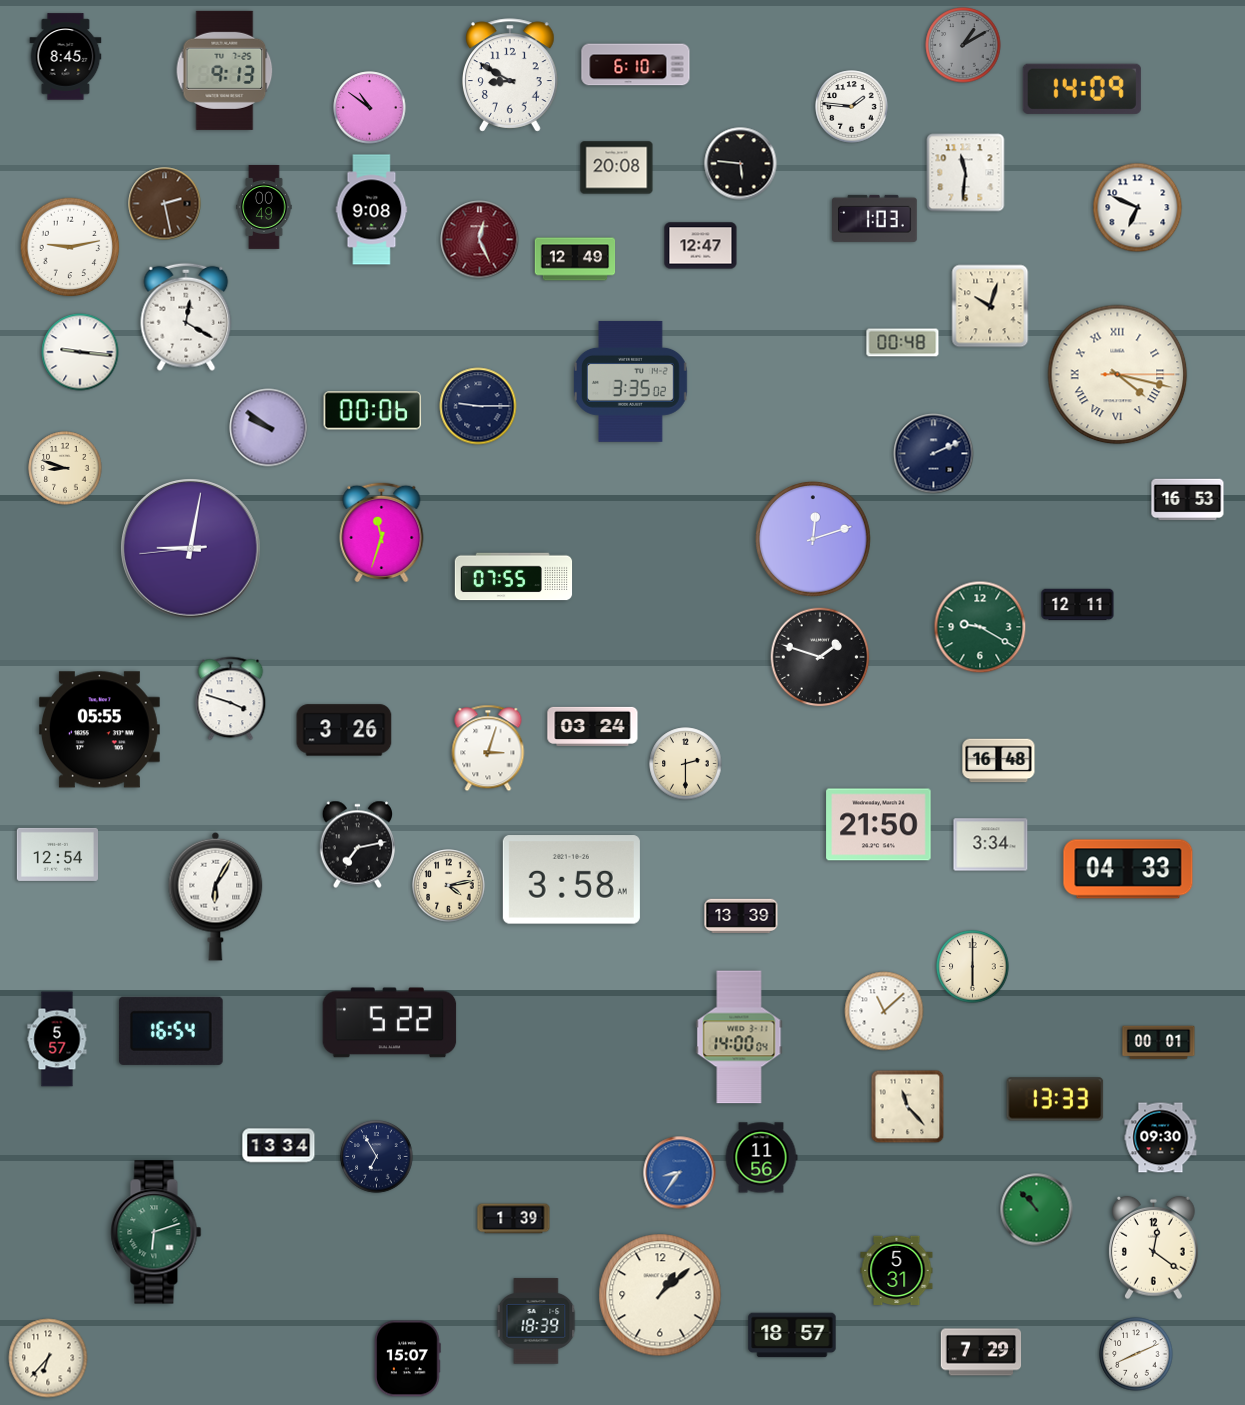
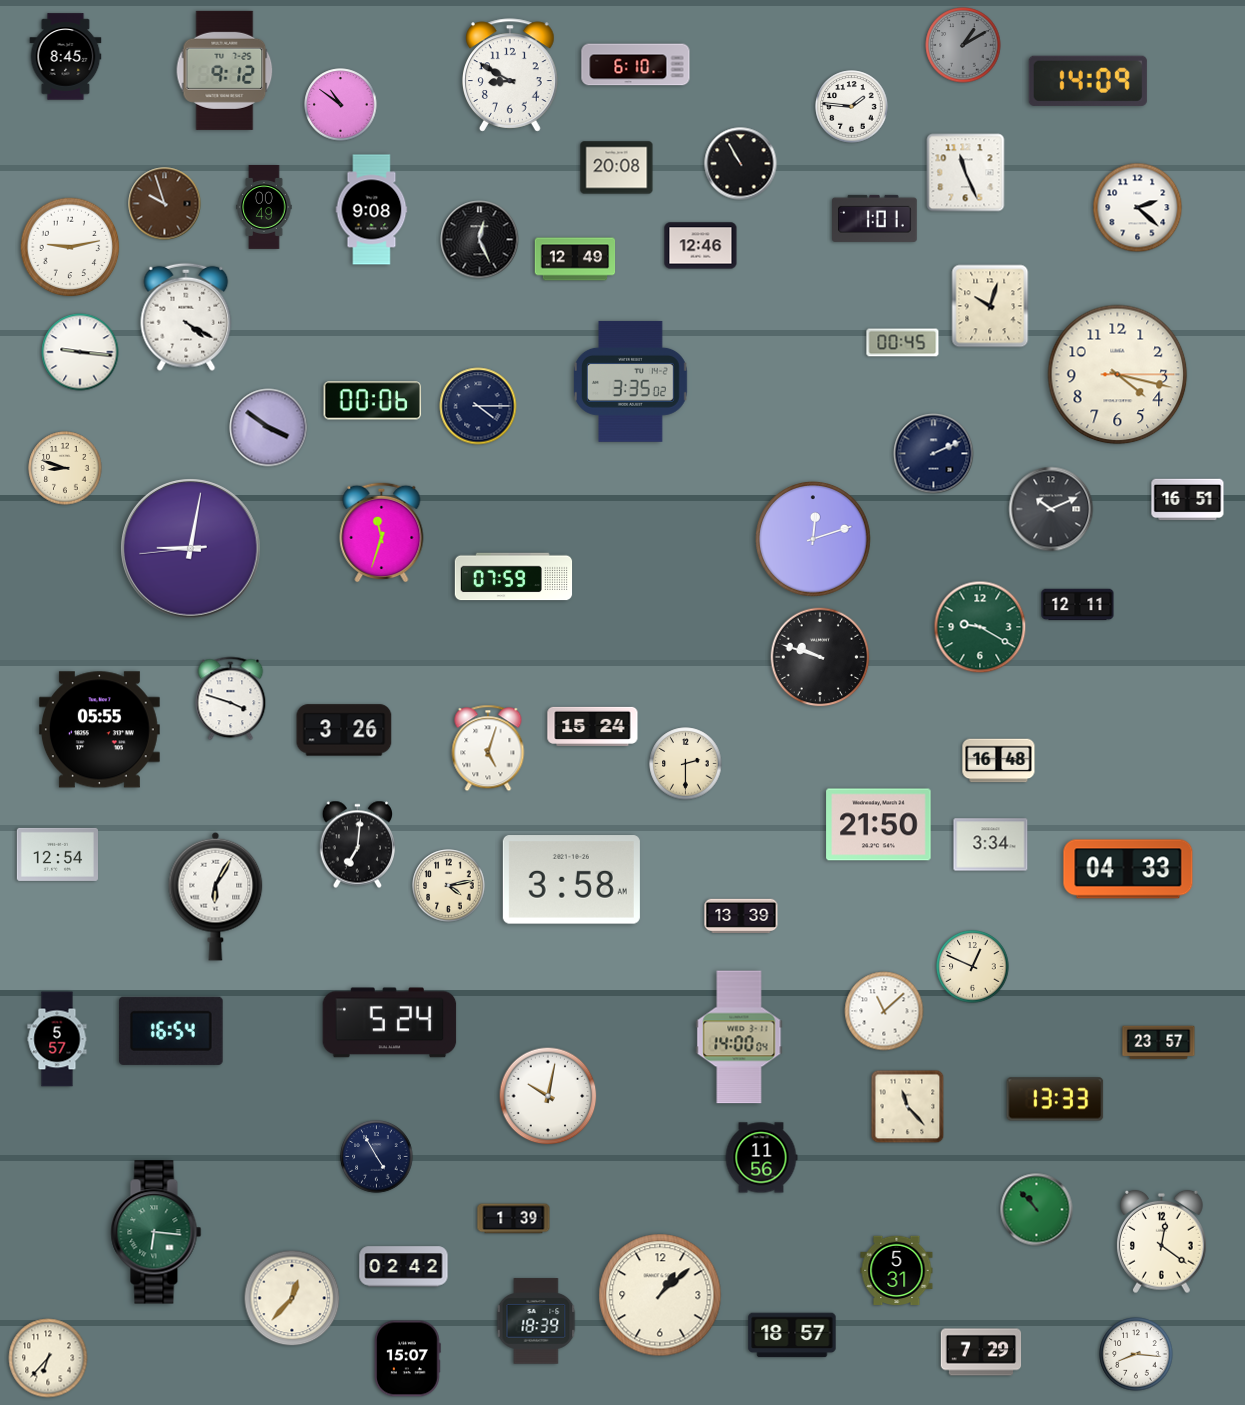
clock at (225, 70): 9:13 -> 9:12
clock at (1082, 89) position: (1082, 89) -> (1088, 81)
clock at (370, 108) position: (370, 108) -> (341, 105)
clock at (741, 164): 5:46 -> 10:55
clock at (966, 173): 11:31 -> 11:26
clock at (165, 204): 2:28 -> 9:57
clock at (1138, 208): 6:49 -> 2:22
clock at (875, 218): 1:03 -> 1:01
clock at (480, 240) dial: burgundy -> black
clock at (701, 246): 12:47 -> 12:46
clock at (186, 317): 12:20 -> 4:20
clock at (903, 343): 00:48 -> 00:45
clock at (1118, 375) numerals: Roman -> Arabic
clock at (478, 406): 9:15 -> 4:15
clock at (373, 411) position: (373, 411) -> (373, 401)
clock at (269, 428): 9:51 -> 3:51
clock at (1188, 500): 16:53 -> 16:51
clock at (1051, 509): none -> 10:11
clock at (514, 577): 07:55 -> 07:59
clock at (820, 657): 1:48 -> 9:48
clock at (593, 726): 03:24 -> 15:24
clock at (488, 748): 3:03 -> 5:03
clock at (357, 845): 7:13 -> 7:01
clock at (973, 967): 6:00 -> 12:49
clock at (390, 1023): 5:22 -> 5:24
clock at (1159, 1043): 00:01 -> 23:57
clock at (548, 1096): none -> 10:02
clock at (1161, 1138): 09:30 -> none
clock at (279, 1146): 13:34 -> none
clock at (377, 1157): 6:55 -> 4:55
clock at (680, 1173): 8:36 -> none
clock at (156, 1232): 6:12 -> 6:16
clock at (1154, 1248) position: (1154, 1248) -> (1162, 1242)
clock at (404, 1267): none -> 02:42
clock at (292, 1298): none -> 12:37
clock at (1136, 1354): 8:11 -> 8:16
